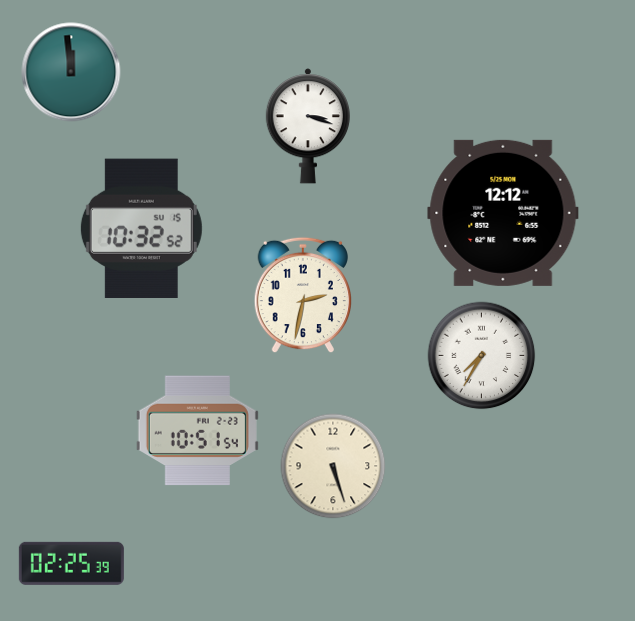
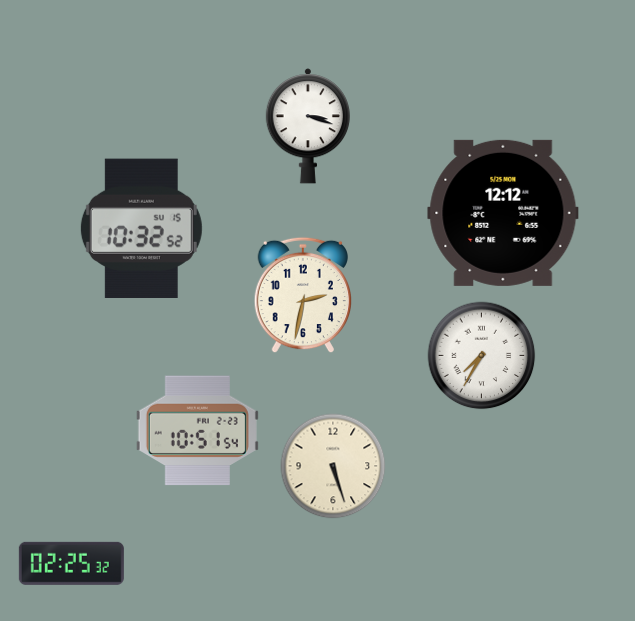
clock at (71, 72): 11:59 -> none
clock at (71, 563): 02:25:39 -> 02:25:32
